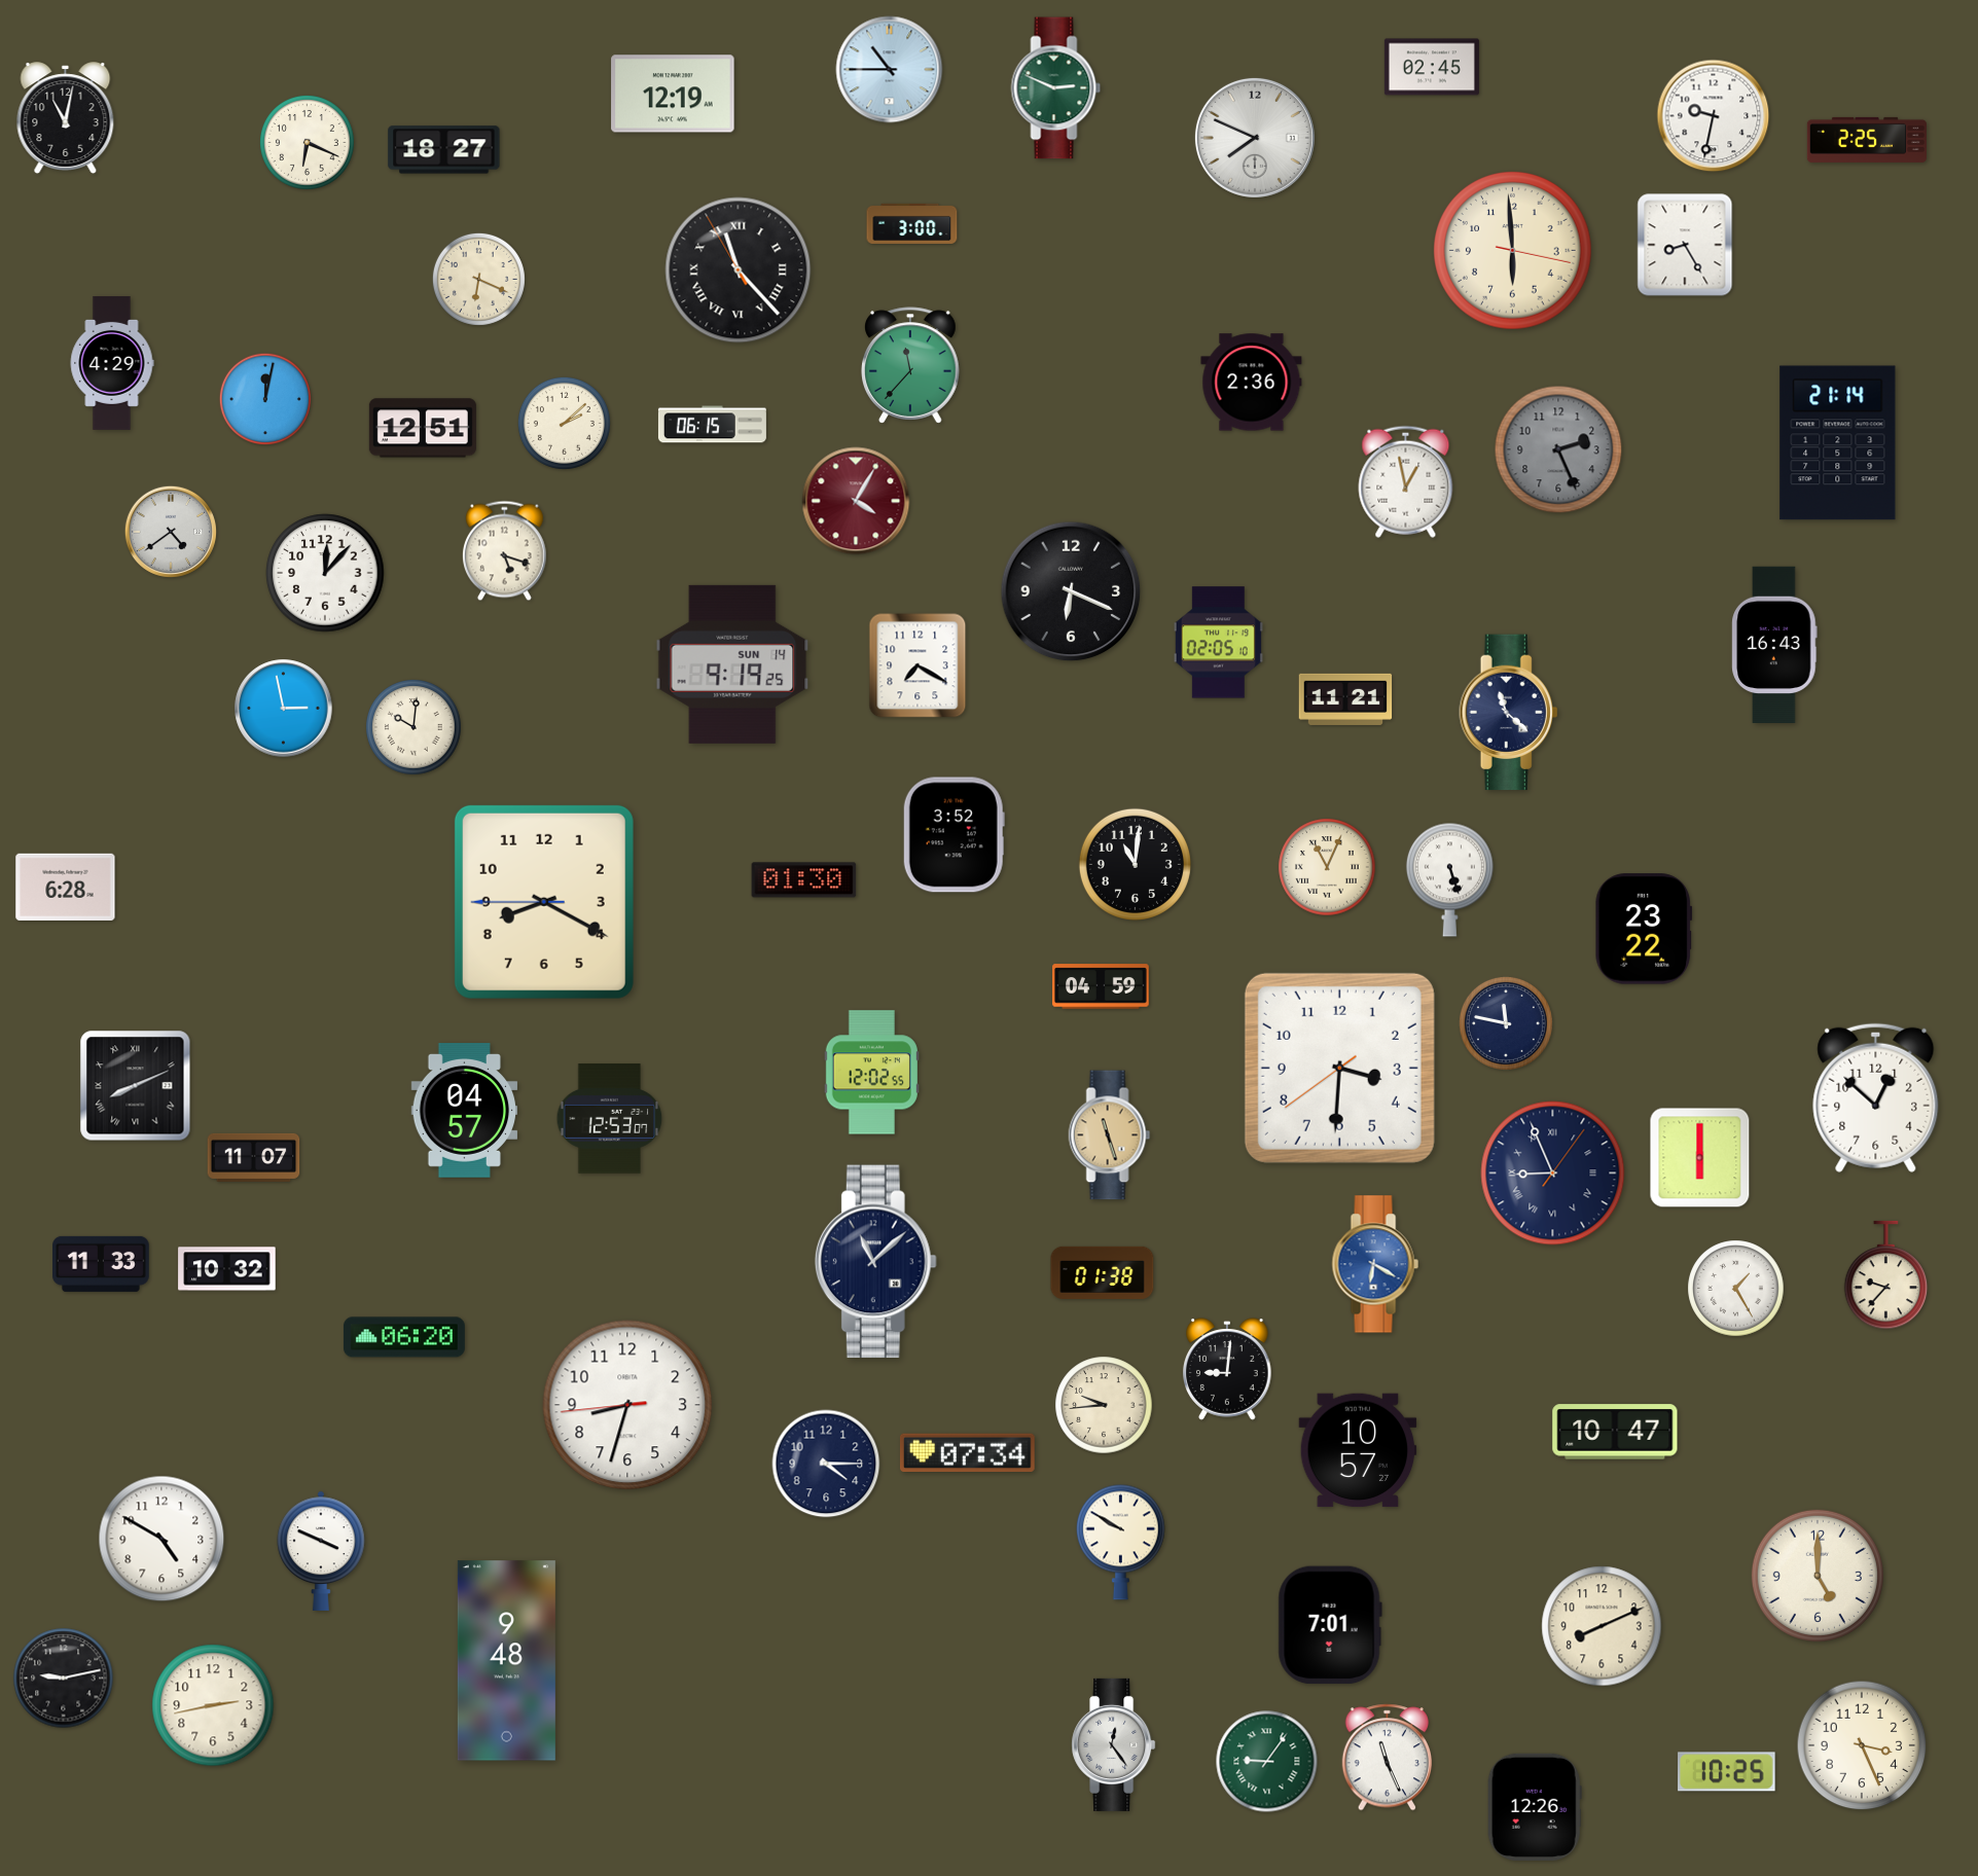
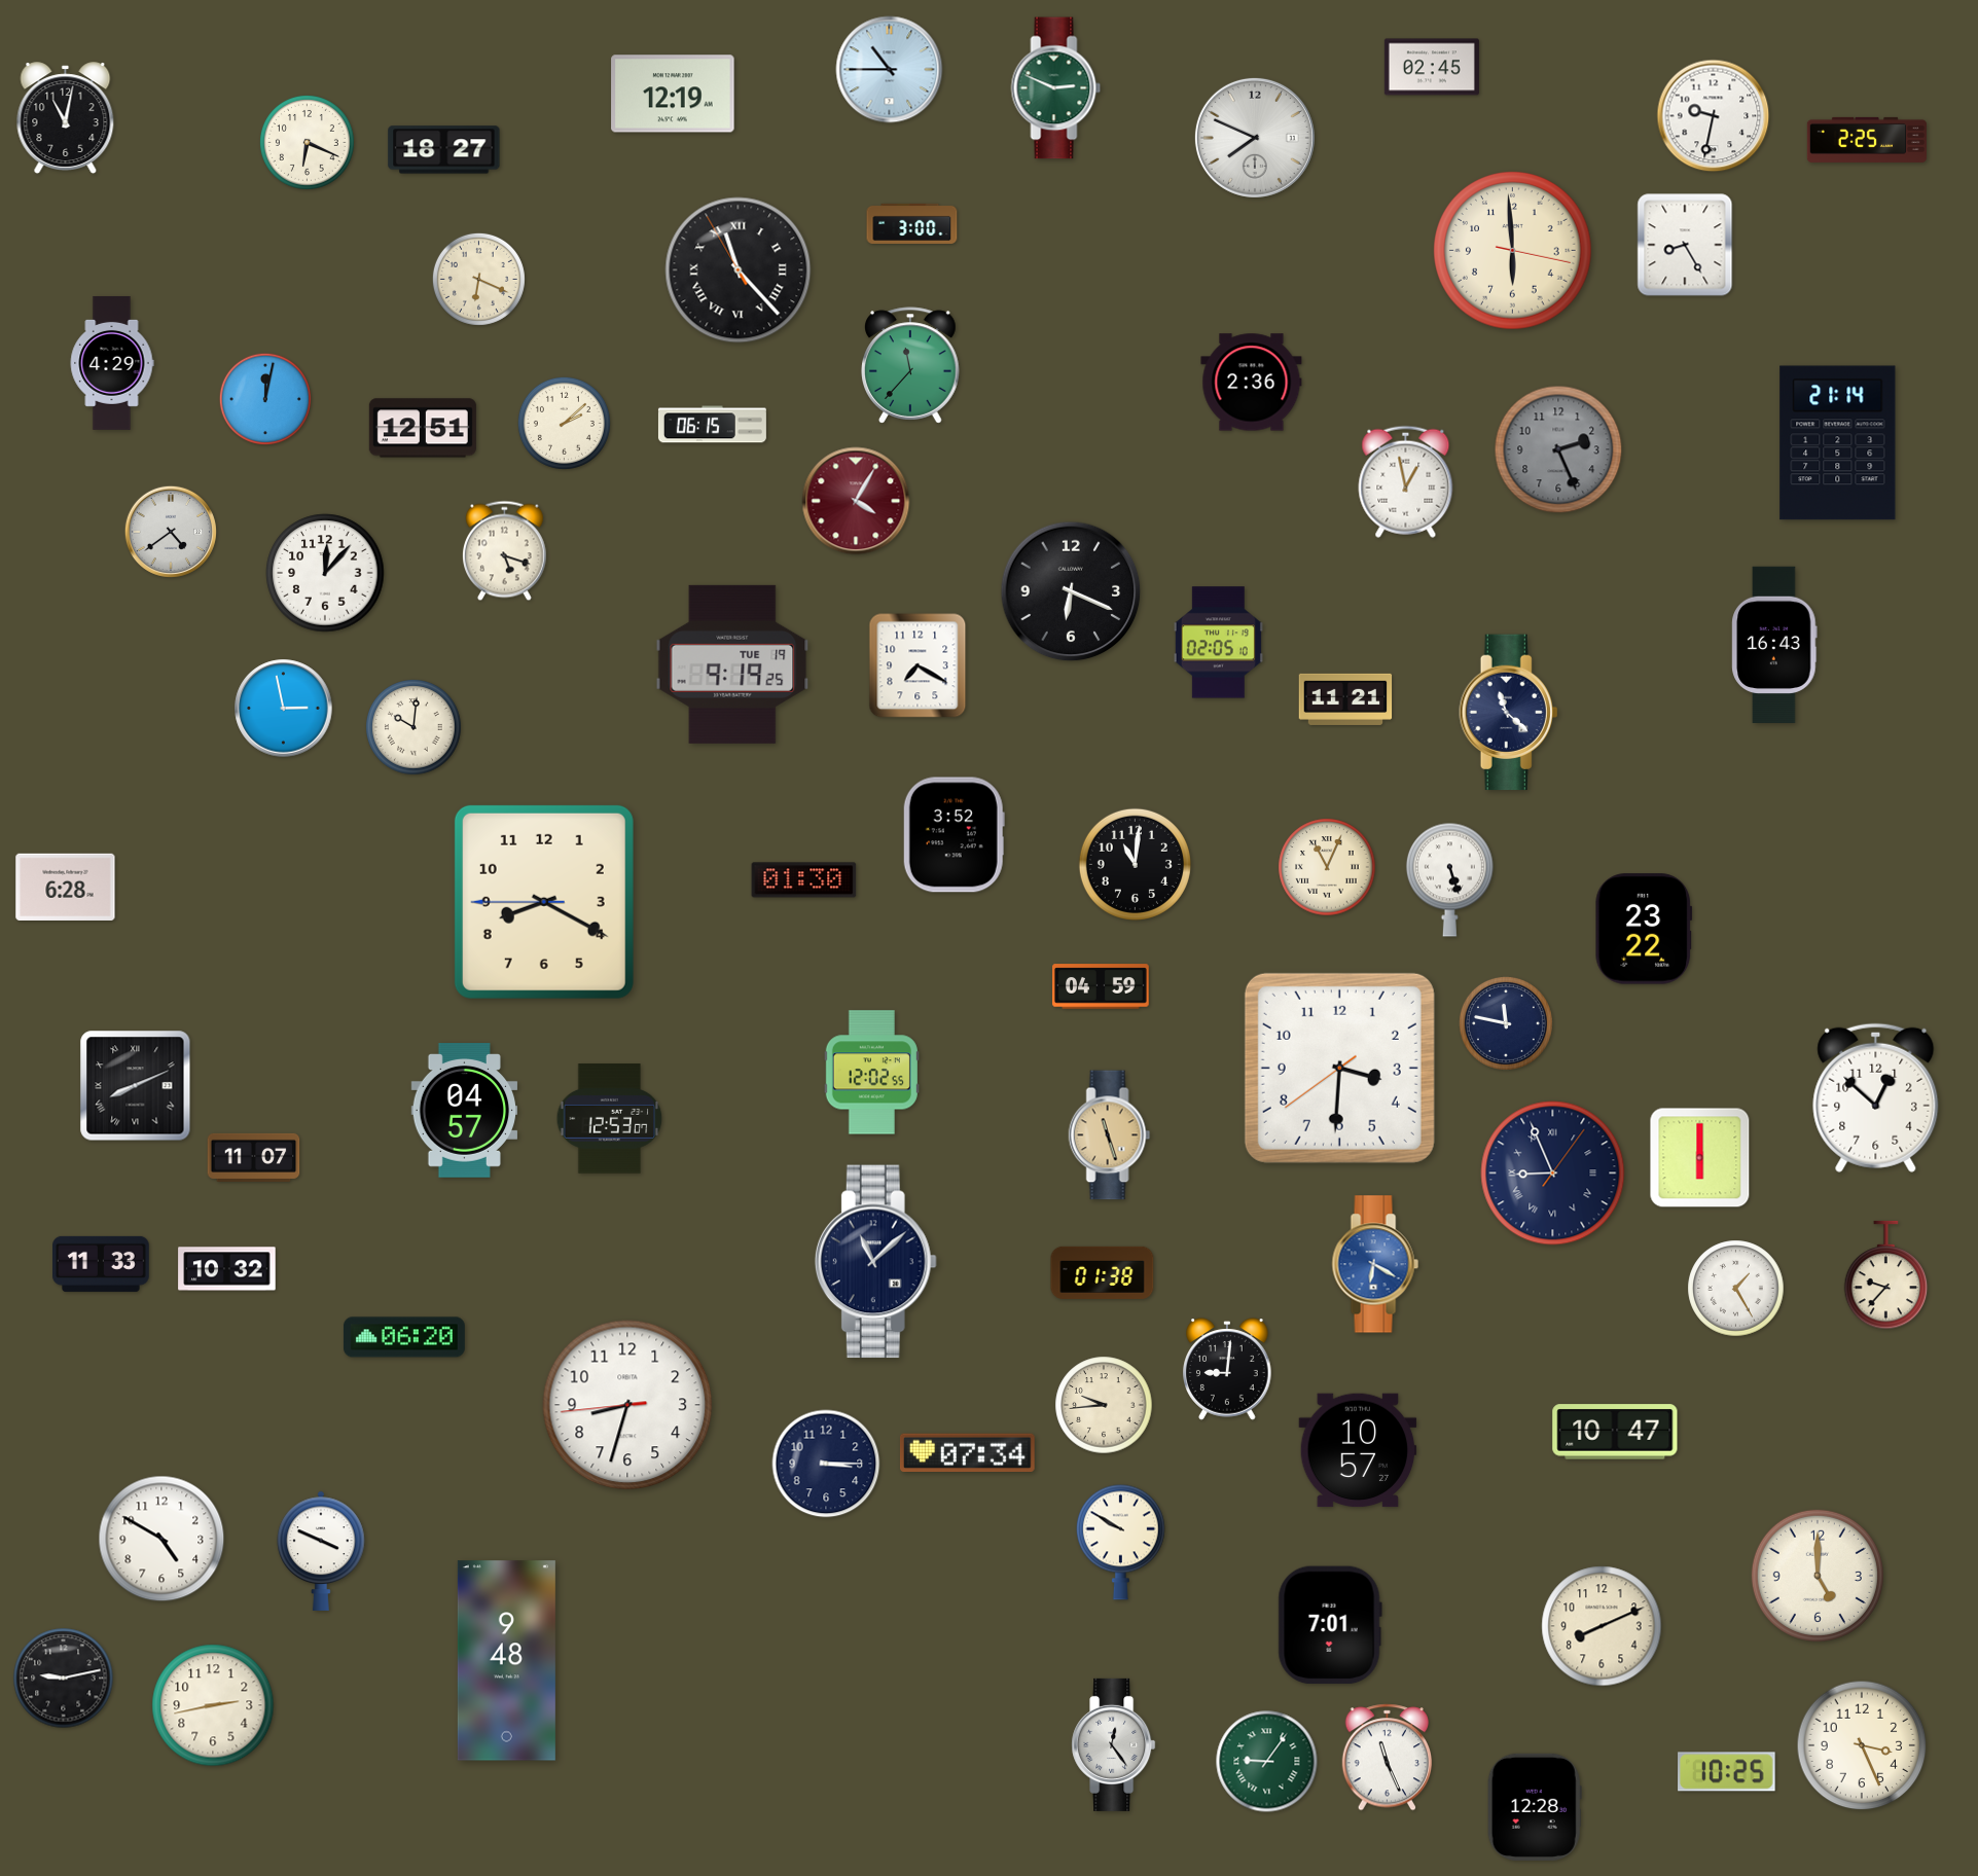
clock at (732, 664) date: SUN 14 -> TUE 19
clock at (826, 1464): 4:15 -> 3:15
clock at (1535, 1807): 12:26 -> 12:28
